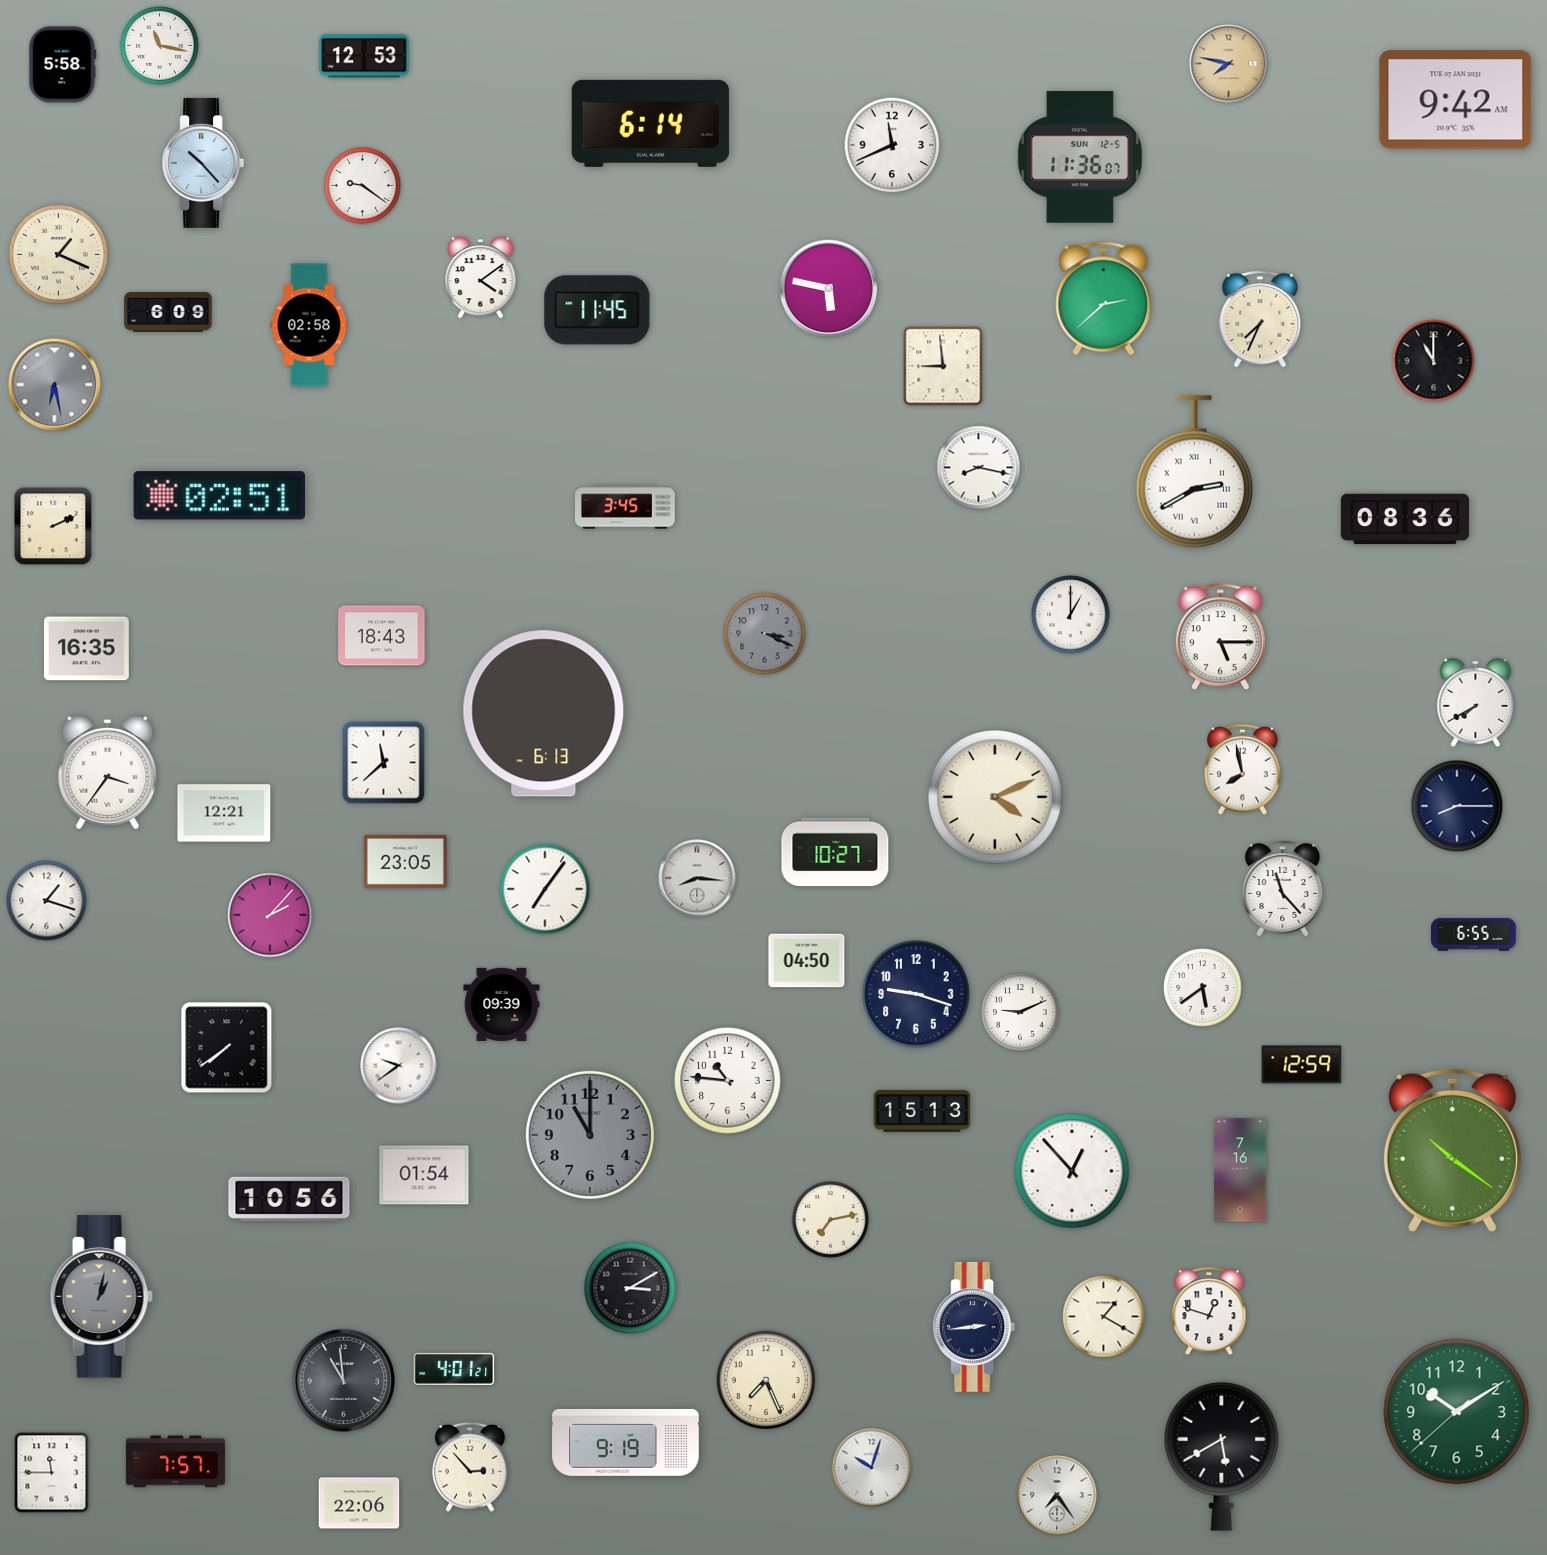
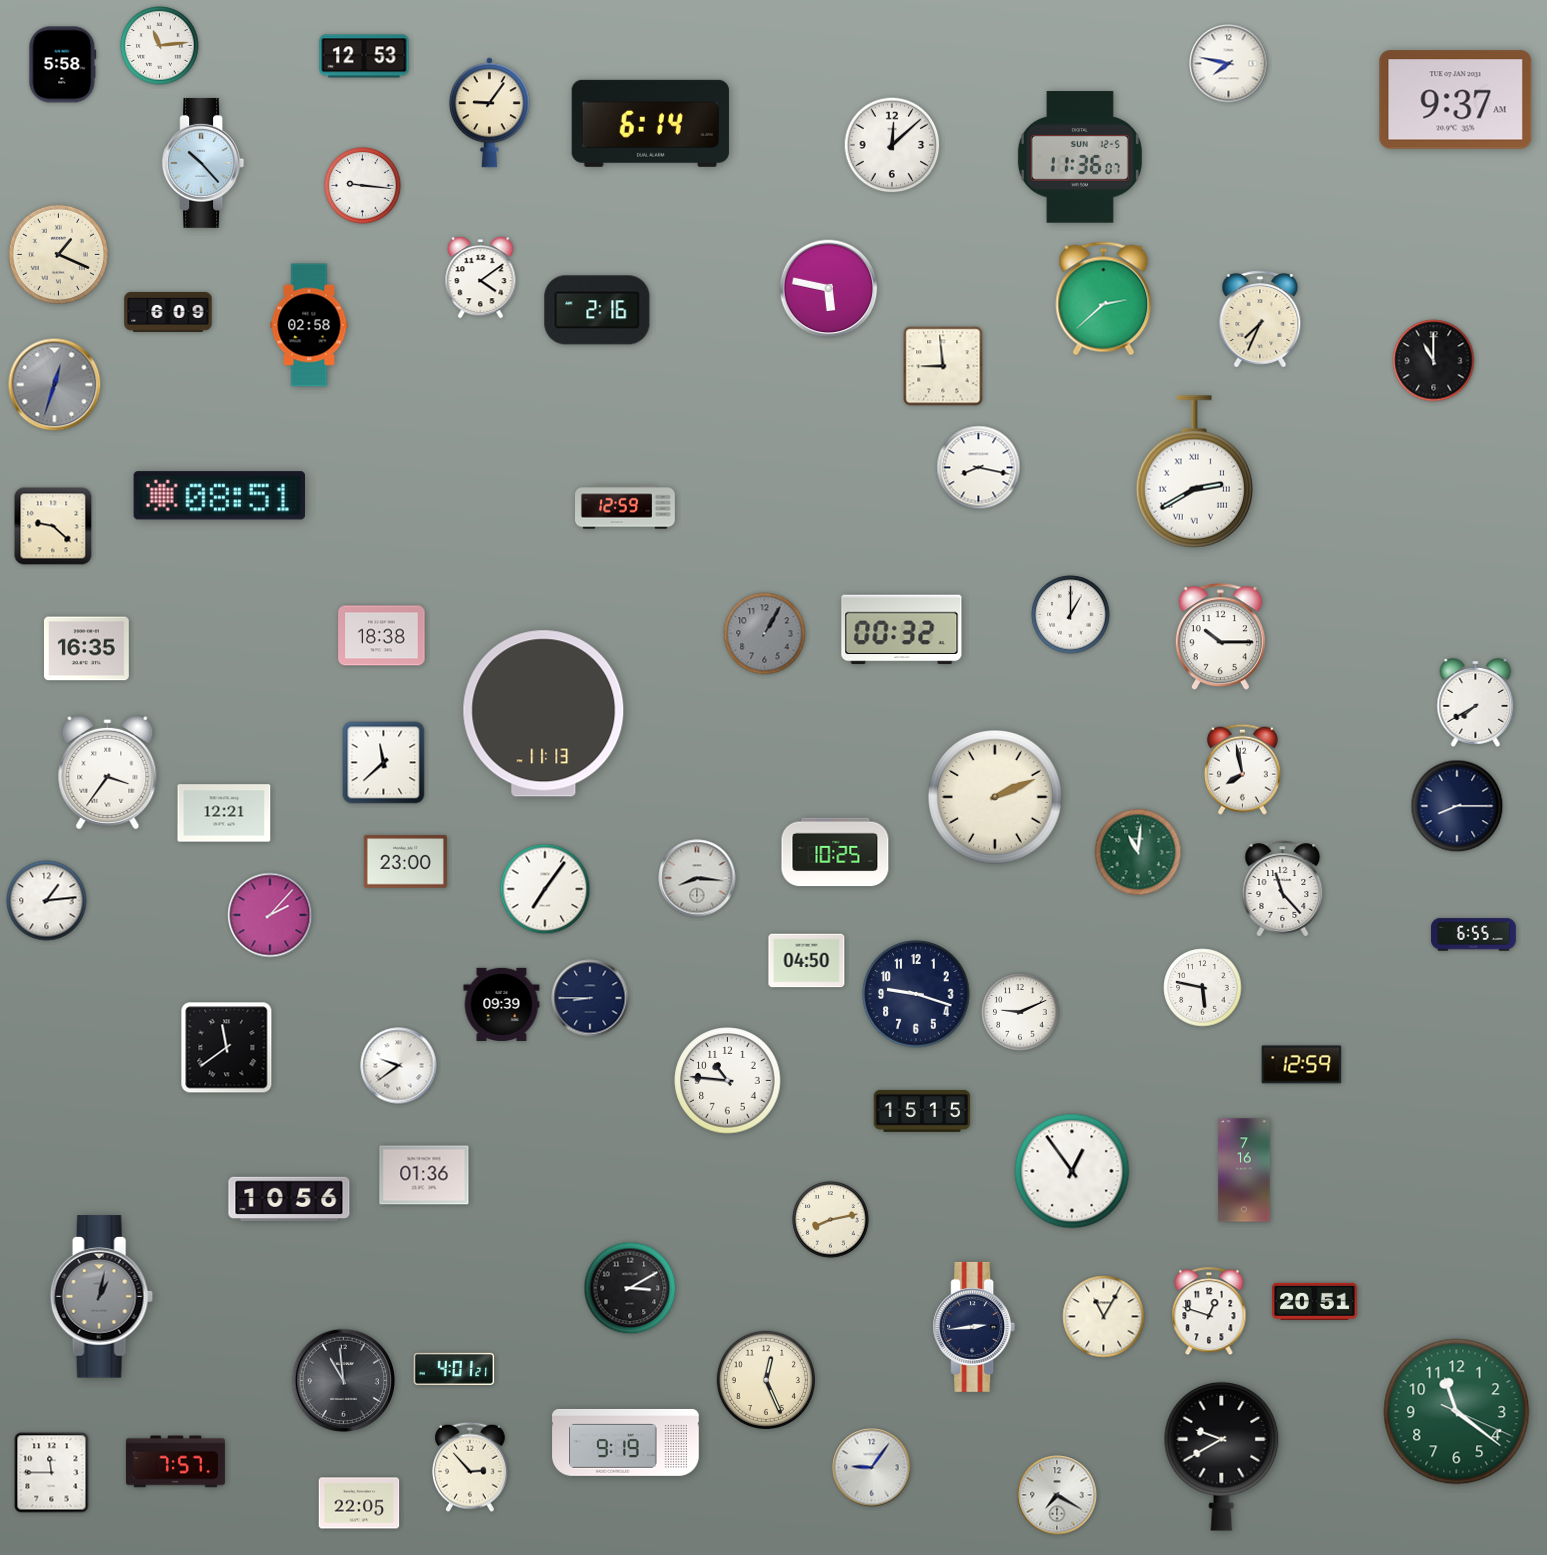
clock at (160, 46): 11:17 -> 11:14
clock at (1229, 64) dial: champagne -> white
clock at (1456, 100): 9:42 -> 9:37
clock at (489, 113): none -> 9:06
clock at (892, 145): 11:41 -> 12:08
clock at (363, 186): 9:21 -> 9:16
clock at (597, 310): 11:45 -> 2:16
clock at (55, 385): 6:28 -> 12:33
clock at (219, 496): 02:51 -> 08:51
clock at (626, 507): 3:45 -> 12:59
clock at (1405, 519): 08:36 -> none
clock at (53, 526): 2:11 -> 9:22
clock at (902, 630): none -> 00:32
clock at (765, 634): 3:19 -> 1:05
clock at (382, 636): 18:43 -> 18:38
clock at (1220, 637): 5:15 -> 10:15
clock at (544, 714): 6:13 -> 11:13
clock at (996, 798): 4:11 -> 2:11
clock at (835, 852): 10:27 -> 10:25
clock at (1138, 852): none -> 11:01
clock at (405, 862): 23:05 -> 23:00
clock at (47, 901): 1:18 -> 1:14
clock at (1203, 988): 5:39 -> 5:47
clock at (590, 998): none -> 8:45
clock at (227, 1048): 7:39 -> 11:39
clock at (922, 1111): 15:13 -> 15:15
clock at (590, 1135): 11:00 -> none
clock at (1452, 1150): 10:21 -> none
clock at (1240, 1170) position: (1240, 1170) -> (1244, 1170)
clock at (1072, 1171): 12:53 -> 12:54
clock at (424, 1175): 01:54 -> 01:36
clock at (831, 1220): 7:13 -> 8:13
clock at (1315, 1301): none -> 20:51
clock at (1104, 1317): 1:20 -> 11:05
clock at (765, 1379): 7:26 -> 12:26
clock at (1457, 1412): 10:09 -> 11:21
clock at (1222, 1456): 5:40 -> 9:40
clock at (872, 1468): 10:03 -> 9:06
clock at (1057, 1495): 7:24 -> 7:20
clock at (359, 1503): 22:06 -> 22:05
